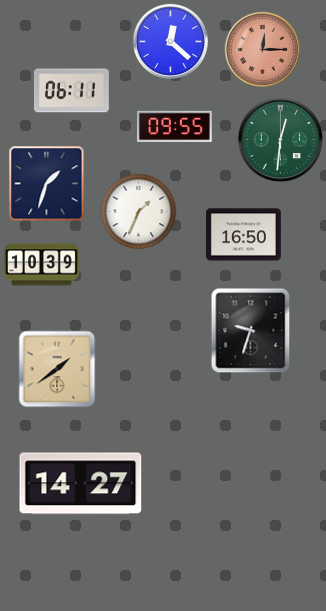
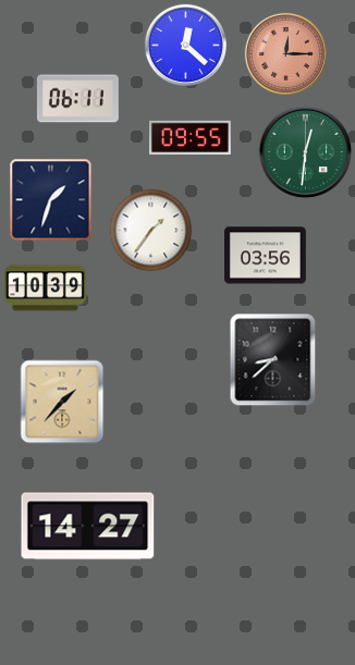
clock at (139, 212): 1:34 -> 1:36
clock at (244, 235): 16:50 -> 03:56
clock at (251, 331): 9:33 -> 8:38
clock at (57, 369): 1:39 -> 1:37
